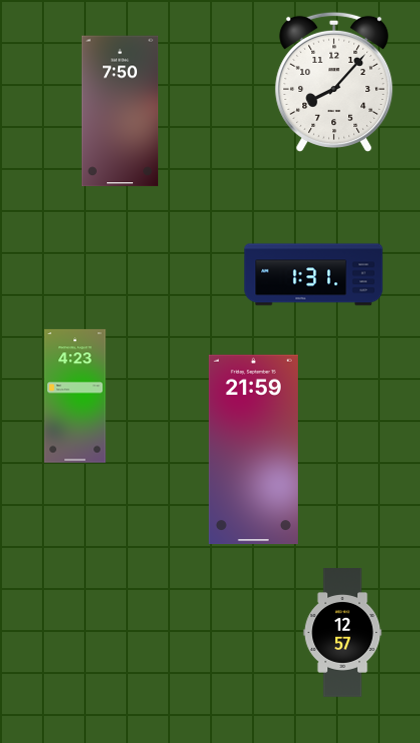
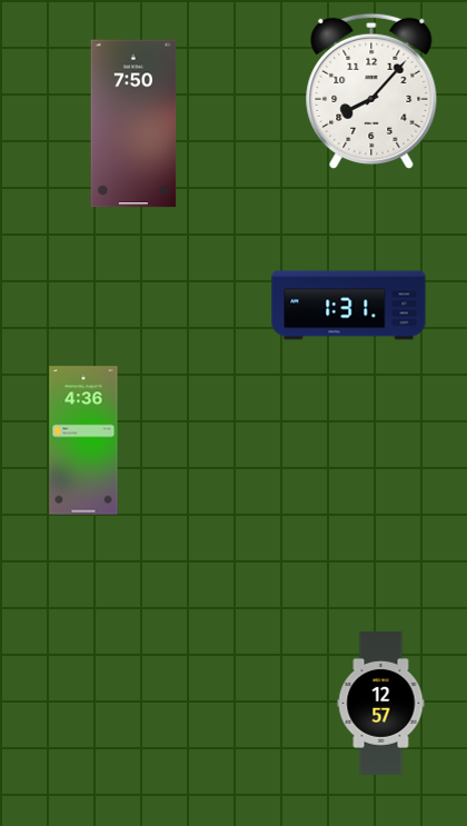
clock at (75, 396): 4:23 -> 4:36
clock at (253, 450): 21:59 -> none
